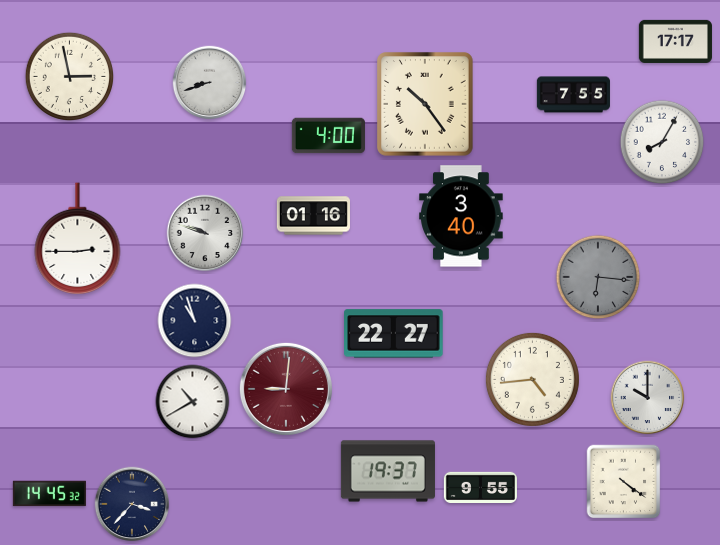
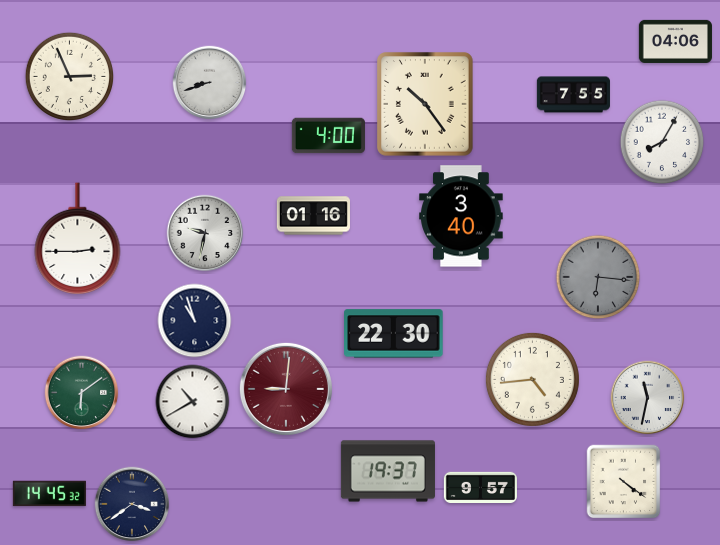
clock at (675, 41): 17:17 -> 04:06
clock at (69, 76): 2:58 -> 2:56
clock at (205, 233): 9:48 -> 9:32
clock at (394, 334): 22:27 -> 22:30
clock at (82, 393): none -> 6:09
clock at (648, 398): 10:00 -> 11:32
clock at (480, 487): 9:55 -> 9:57
clock at (132, 504): 3:37 -> 3:39
